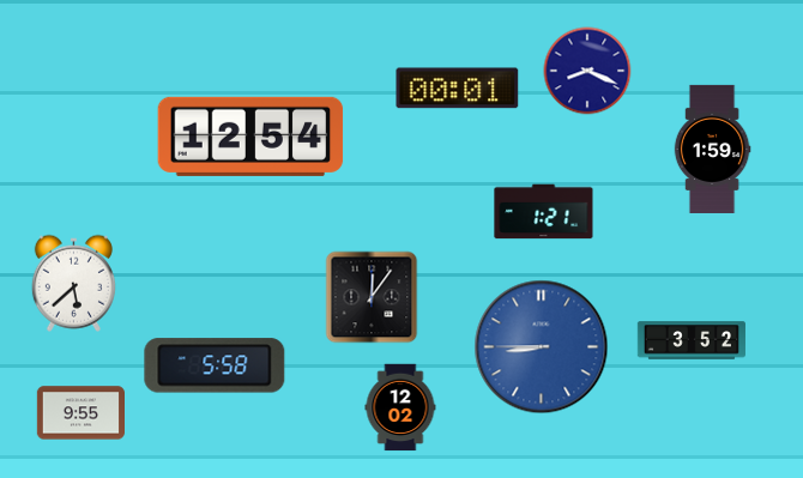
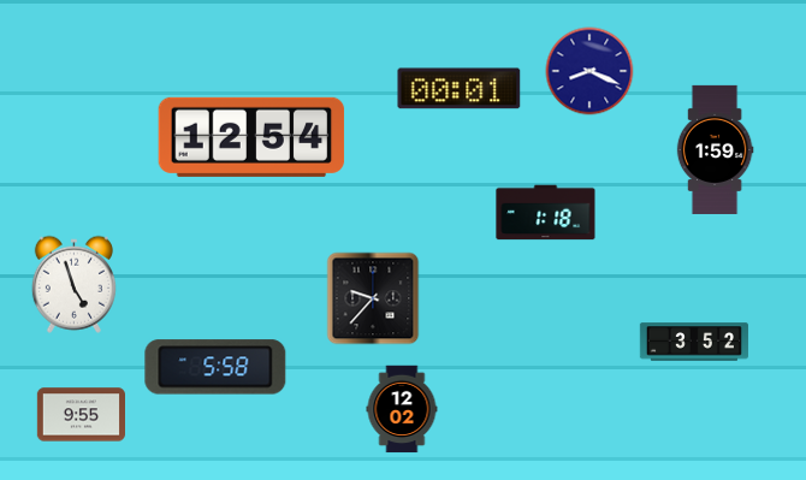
clock at (544, 212): 1:21 -> 1:18
clock at (73, 283): 5:38 -> 4:57
clock at (372, 297): 12:06 -> 9:37
clock at (542, 347): 8:45 -> none
